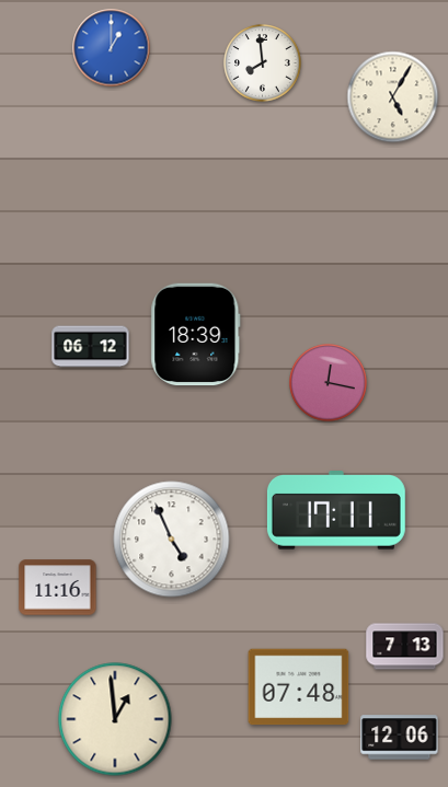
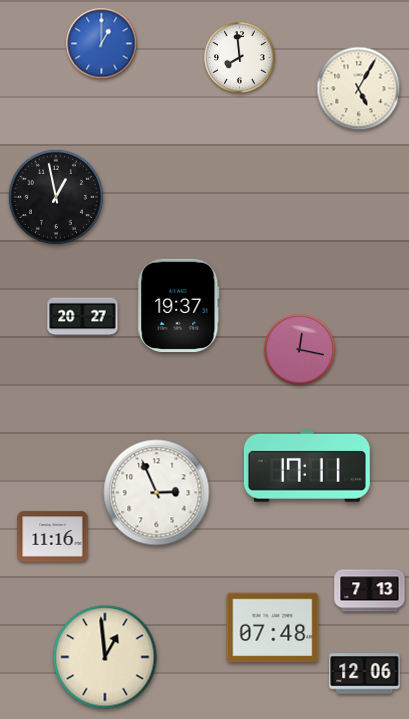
clock at (56, 197): none -> 12:58
clock at (196, 335): 18:39 -> 19:37
clock at (91, 347): 06:12 -> 20:27
clock at (172, 540): 4:56 -> 2:56
